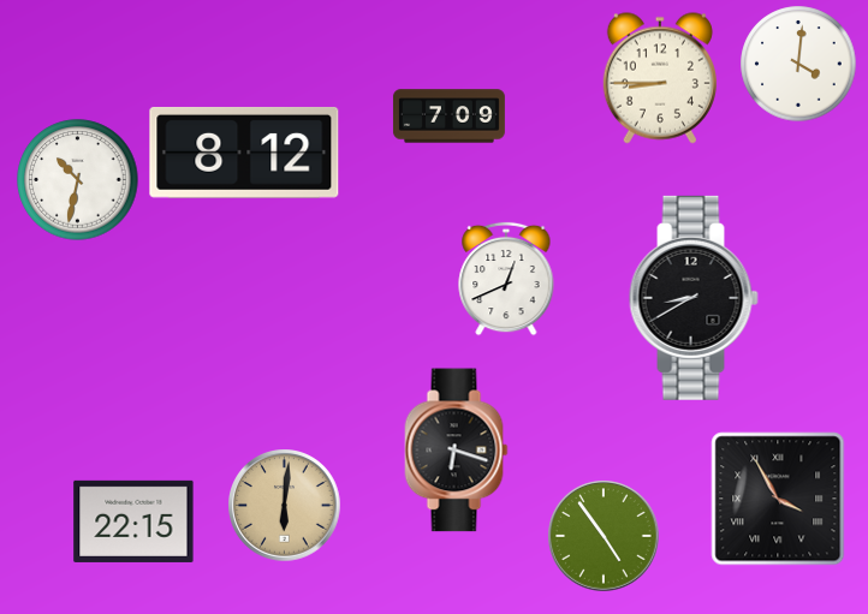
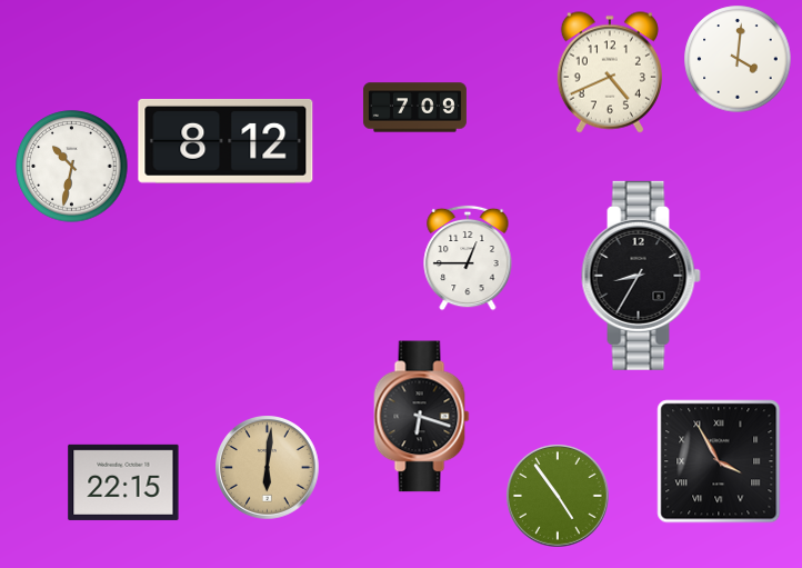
clock at (660, 78): 8:45 -> 4:41
clock at (506, 279): 12:41 -> 12:45
clock at (694, 298): 8:40 -> 8:35
clock at (285, 506) position: (285, 506) -> (268, 468)
